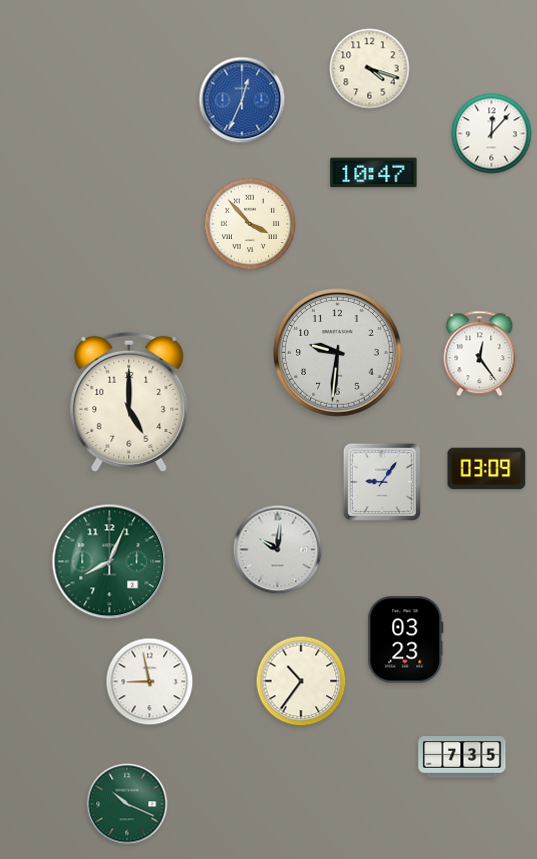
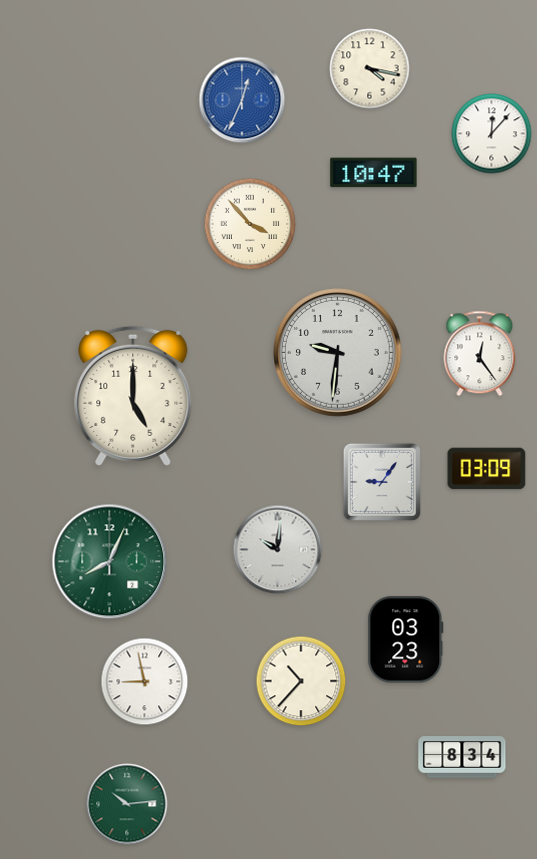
clock at (370, 69): 4:18 -> 4:17
clock at (129, 402) position: (129, 402) -> (133, 396)
clock at (301, 681): 10:36 -> 10:37
clock at (150, 682) position: (150, 682) -> (145, 682)
clock at (462, 757): 7:35 -> 8:34
clock at (127, 804): 10:19 -> 10:14
